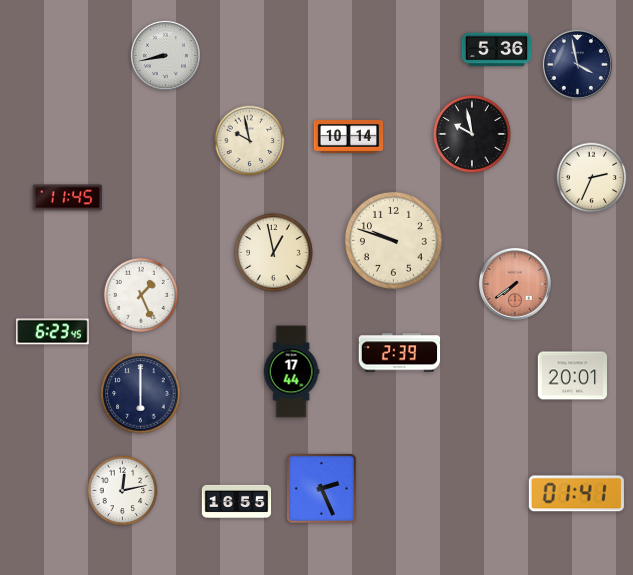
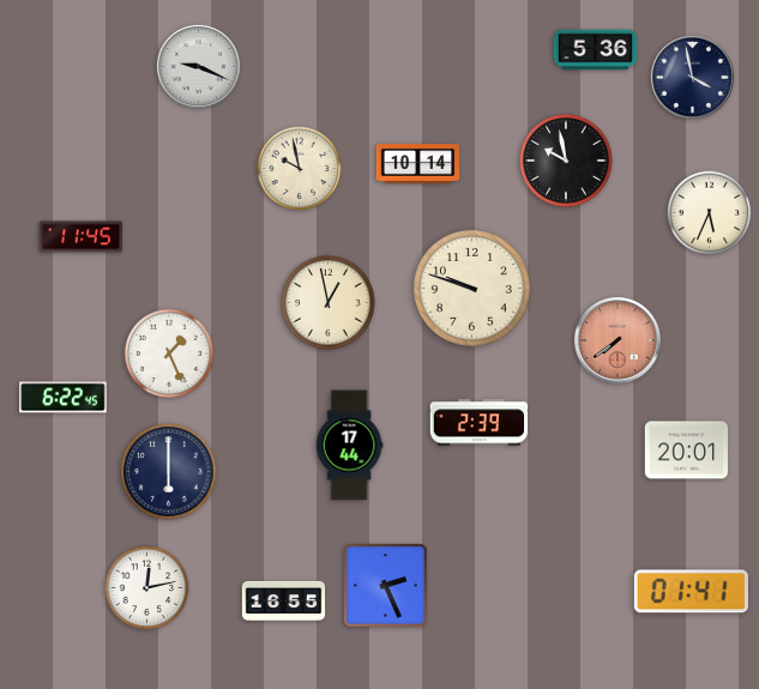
clock at (497, 50) position: (497, 50) -> (596, 50)
clock at (165, 55): 8:43 -> 9:19
clock at (592, 178): 2:34 -> 5:34
clock at (53, 332): 6:23 -> 6:22
